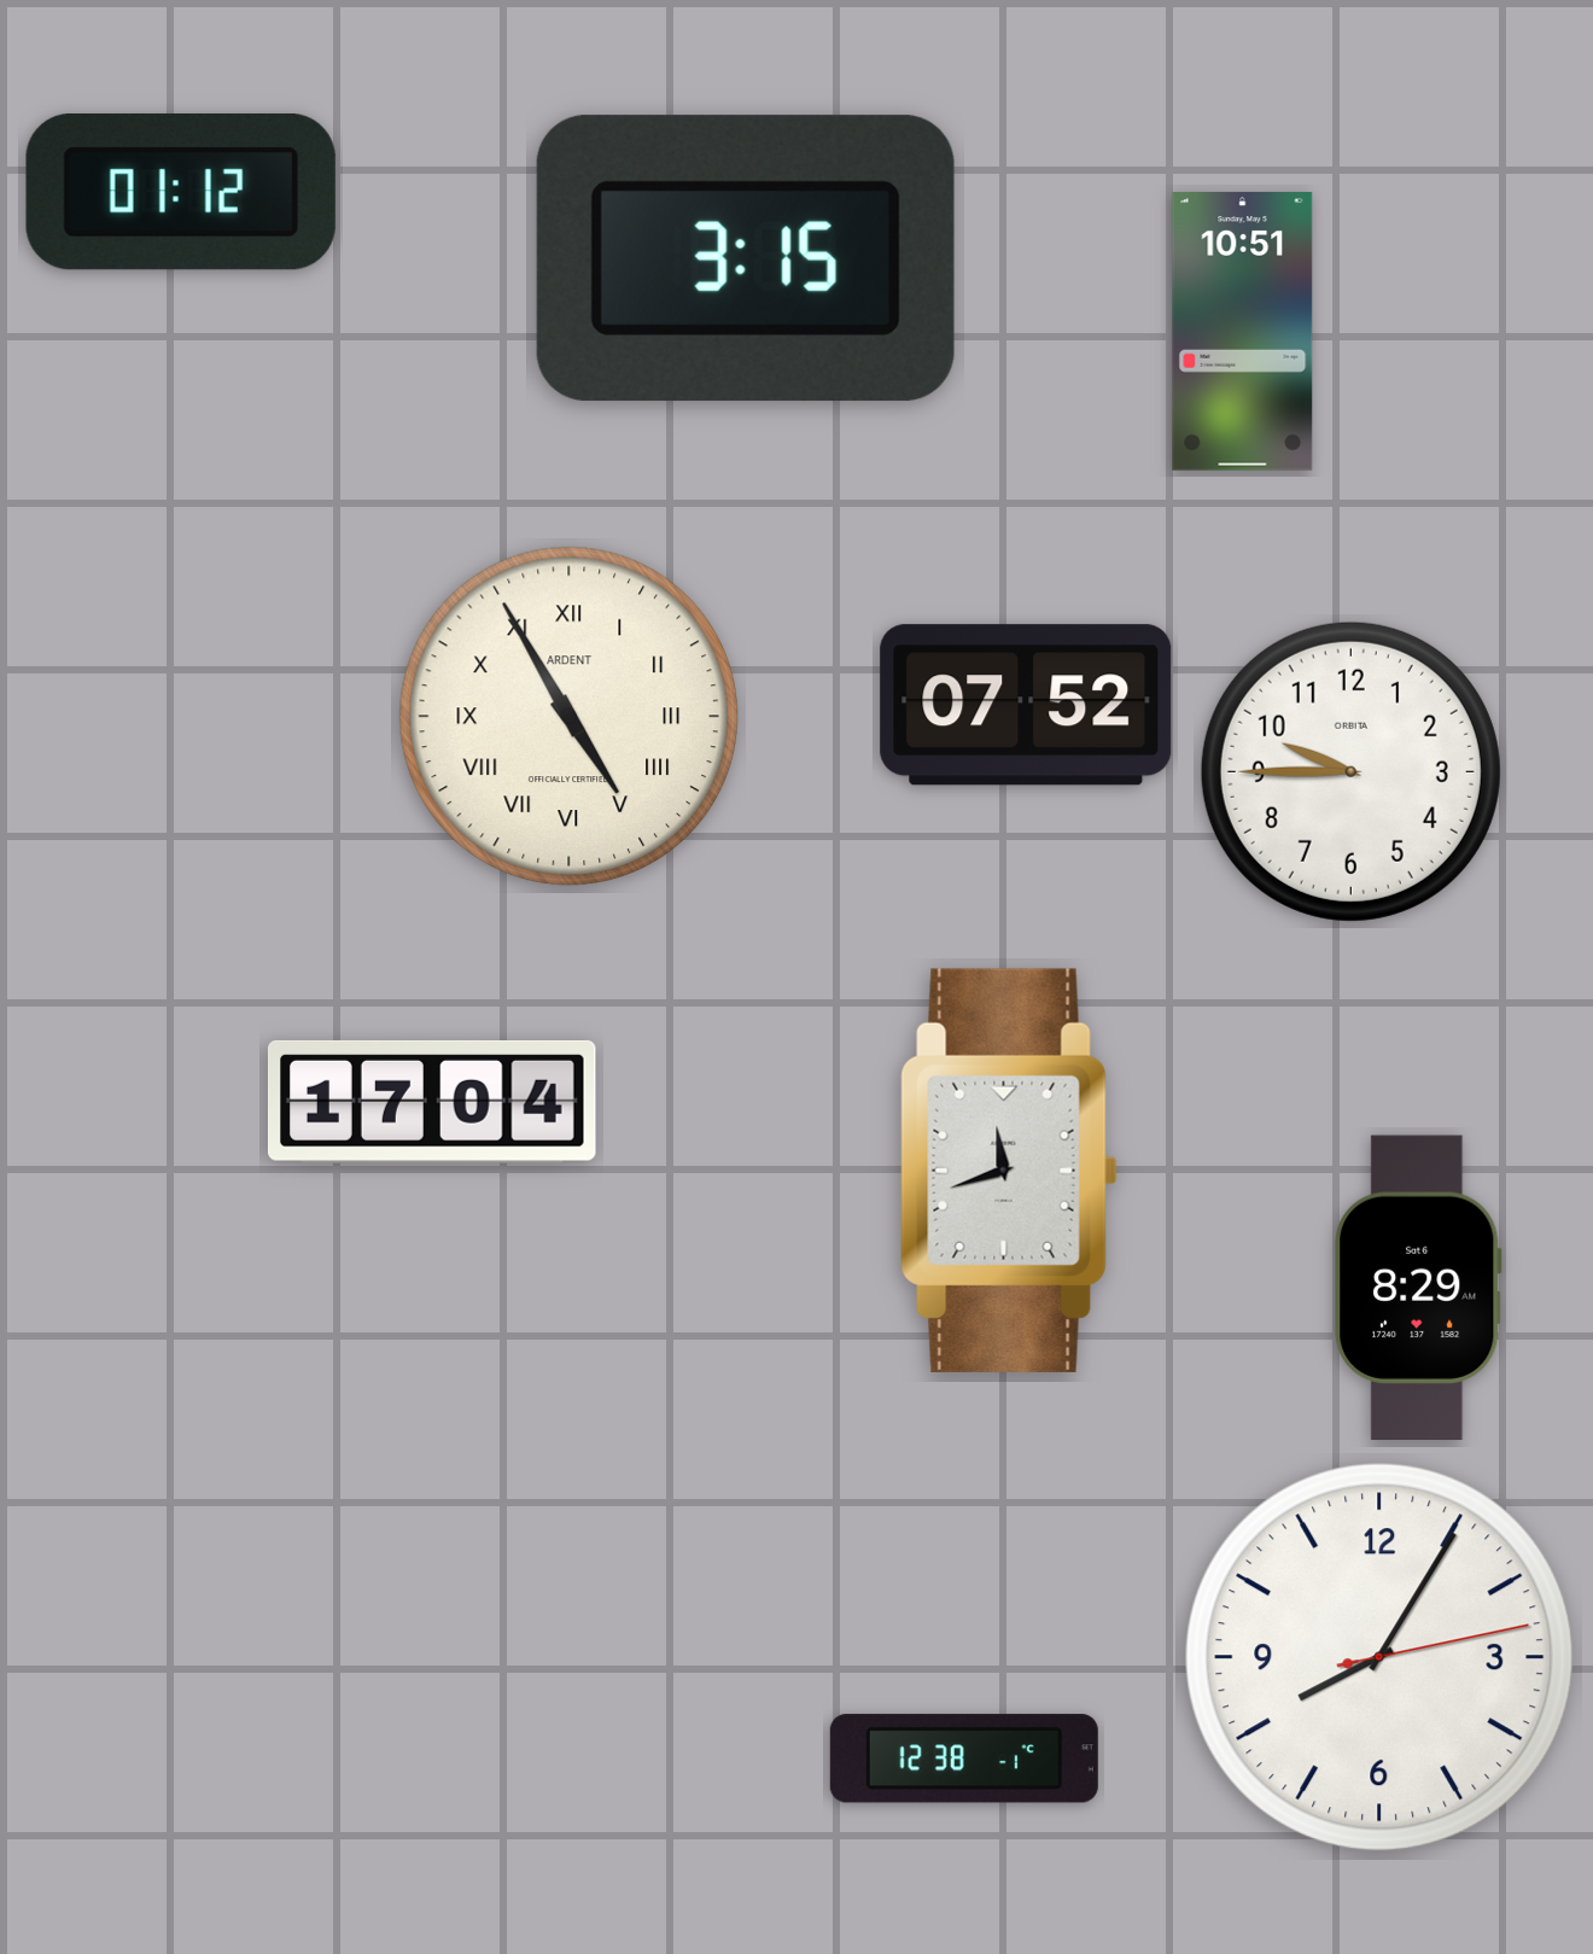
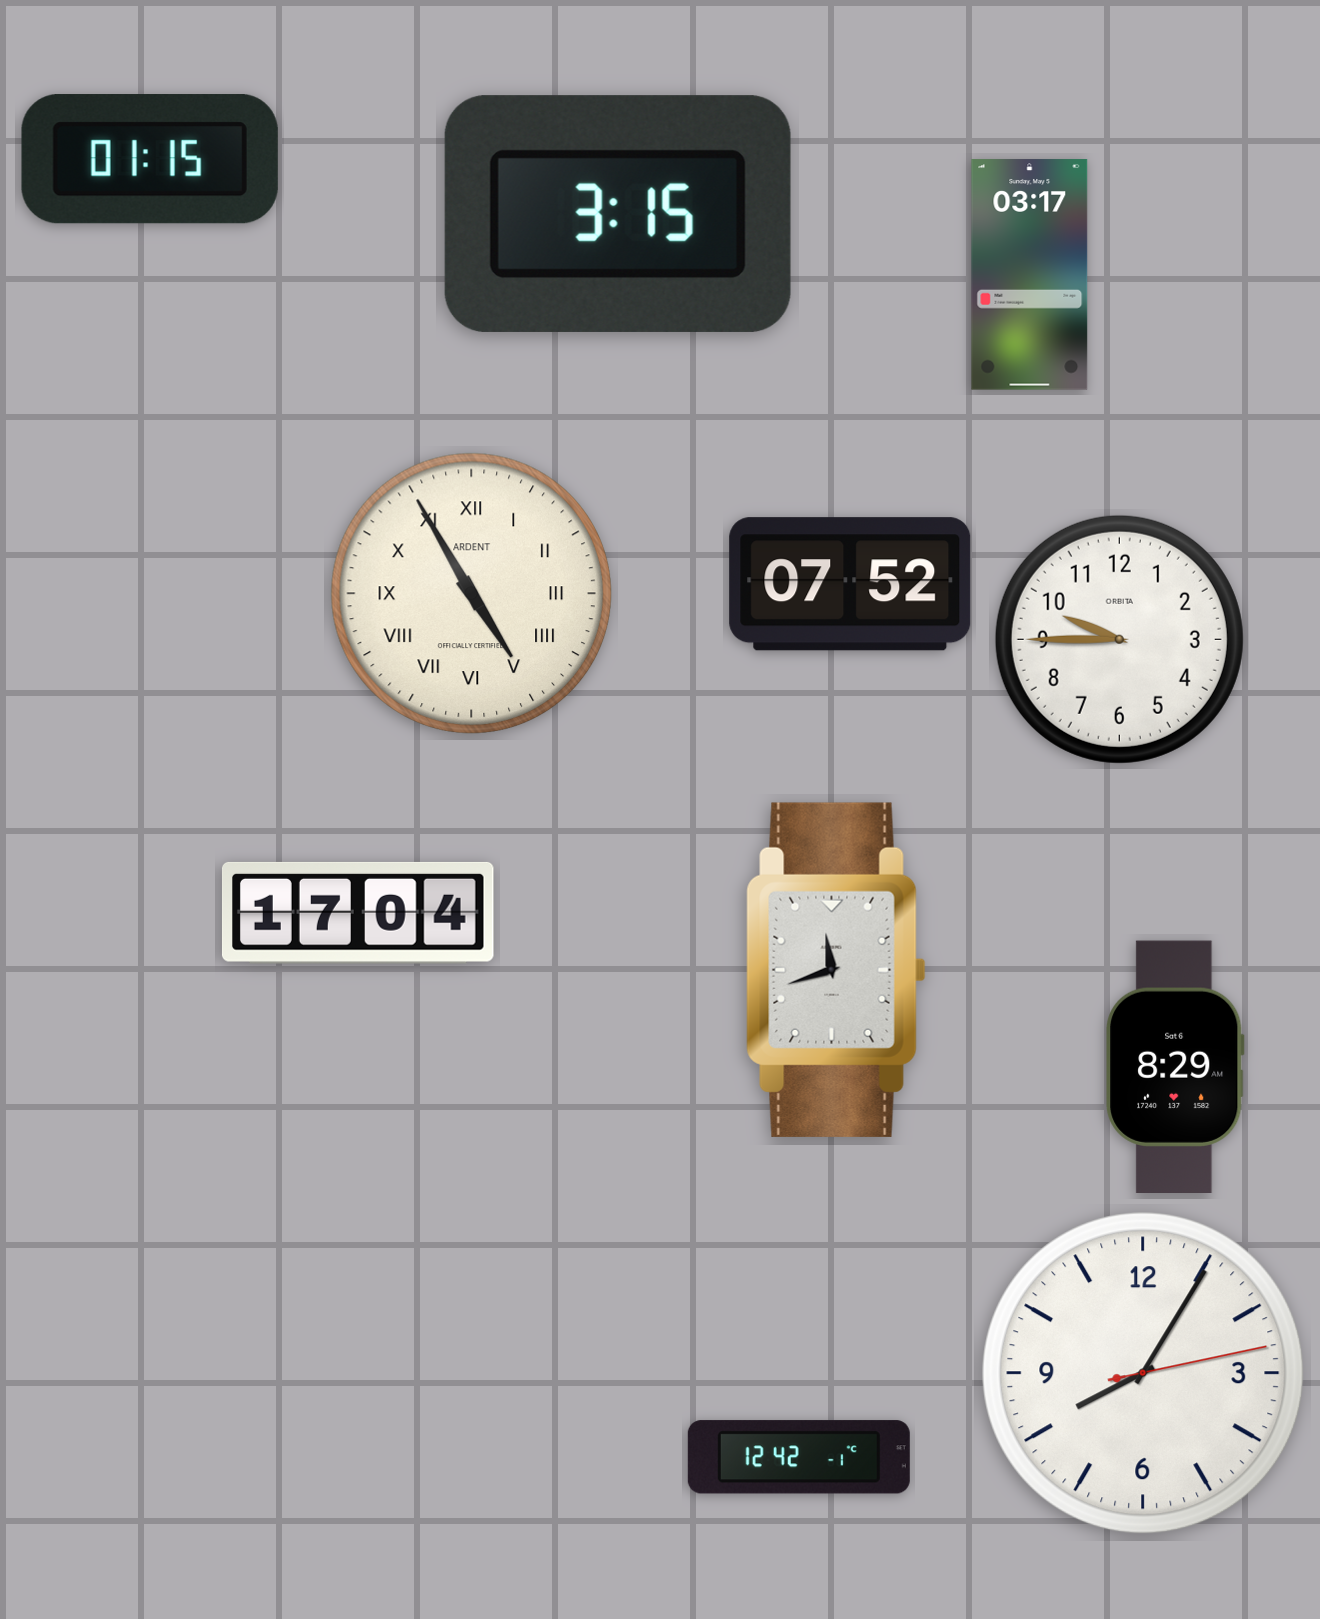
clock at (181, 192): 01:12 -> 01:15
clock at (1243, 332): 10:51 -> 03:17
clock at (964, 1758): 12:38 -> 12:42
